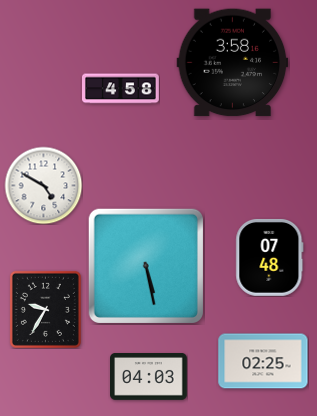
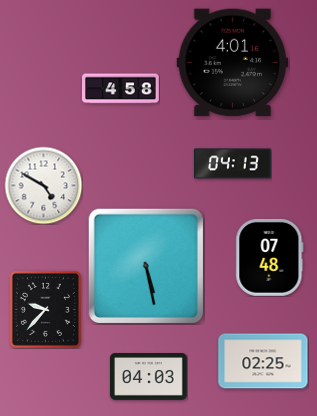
clock at (233, 63): 3:58 -> 4:01
clock at (233, 164): none -> 04:13
clock at (45, 309): 9:35 -> 9:37
